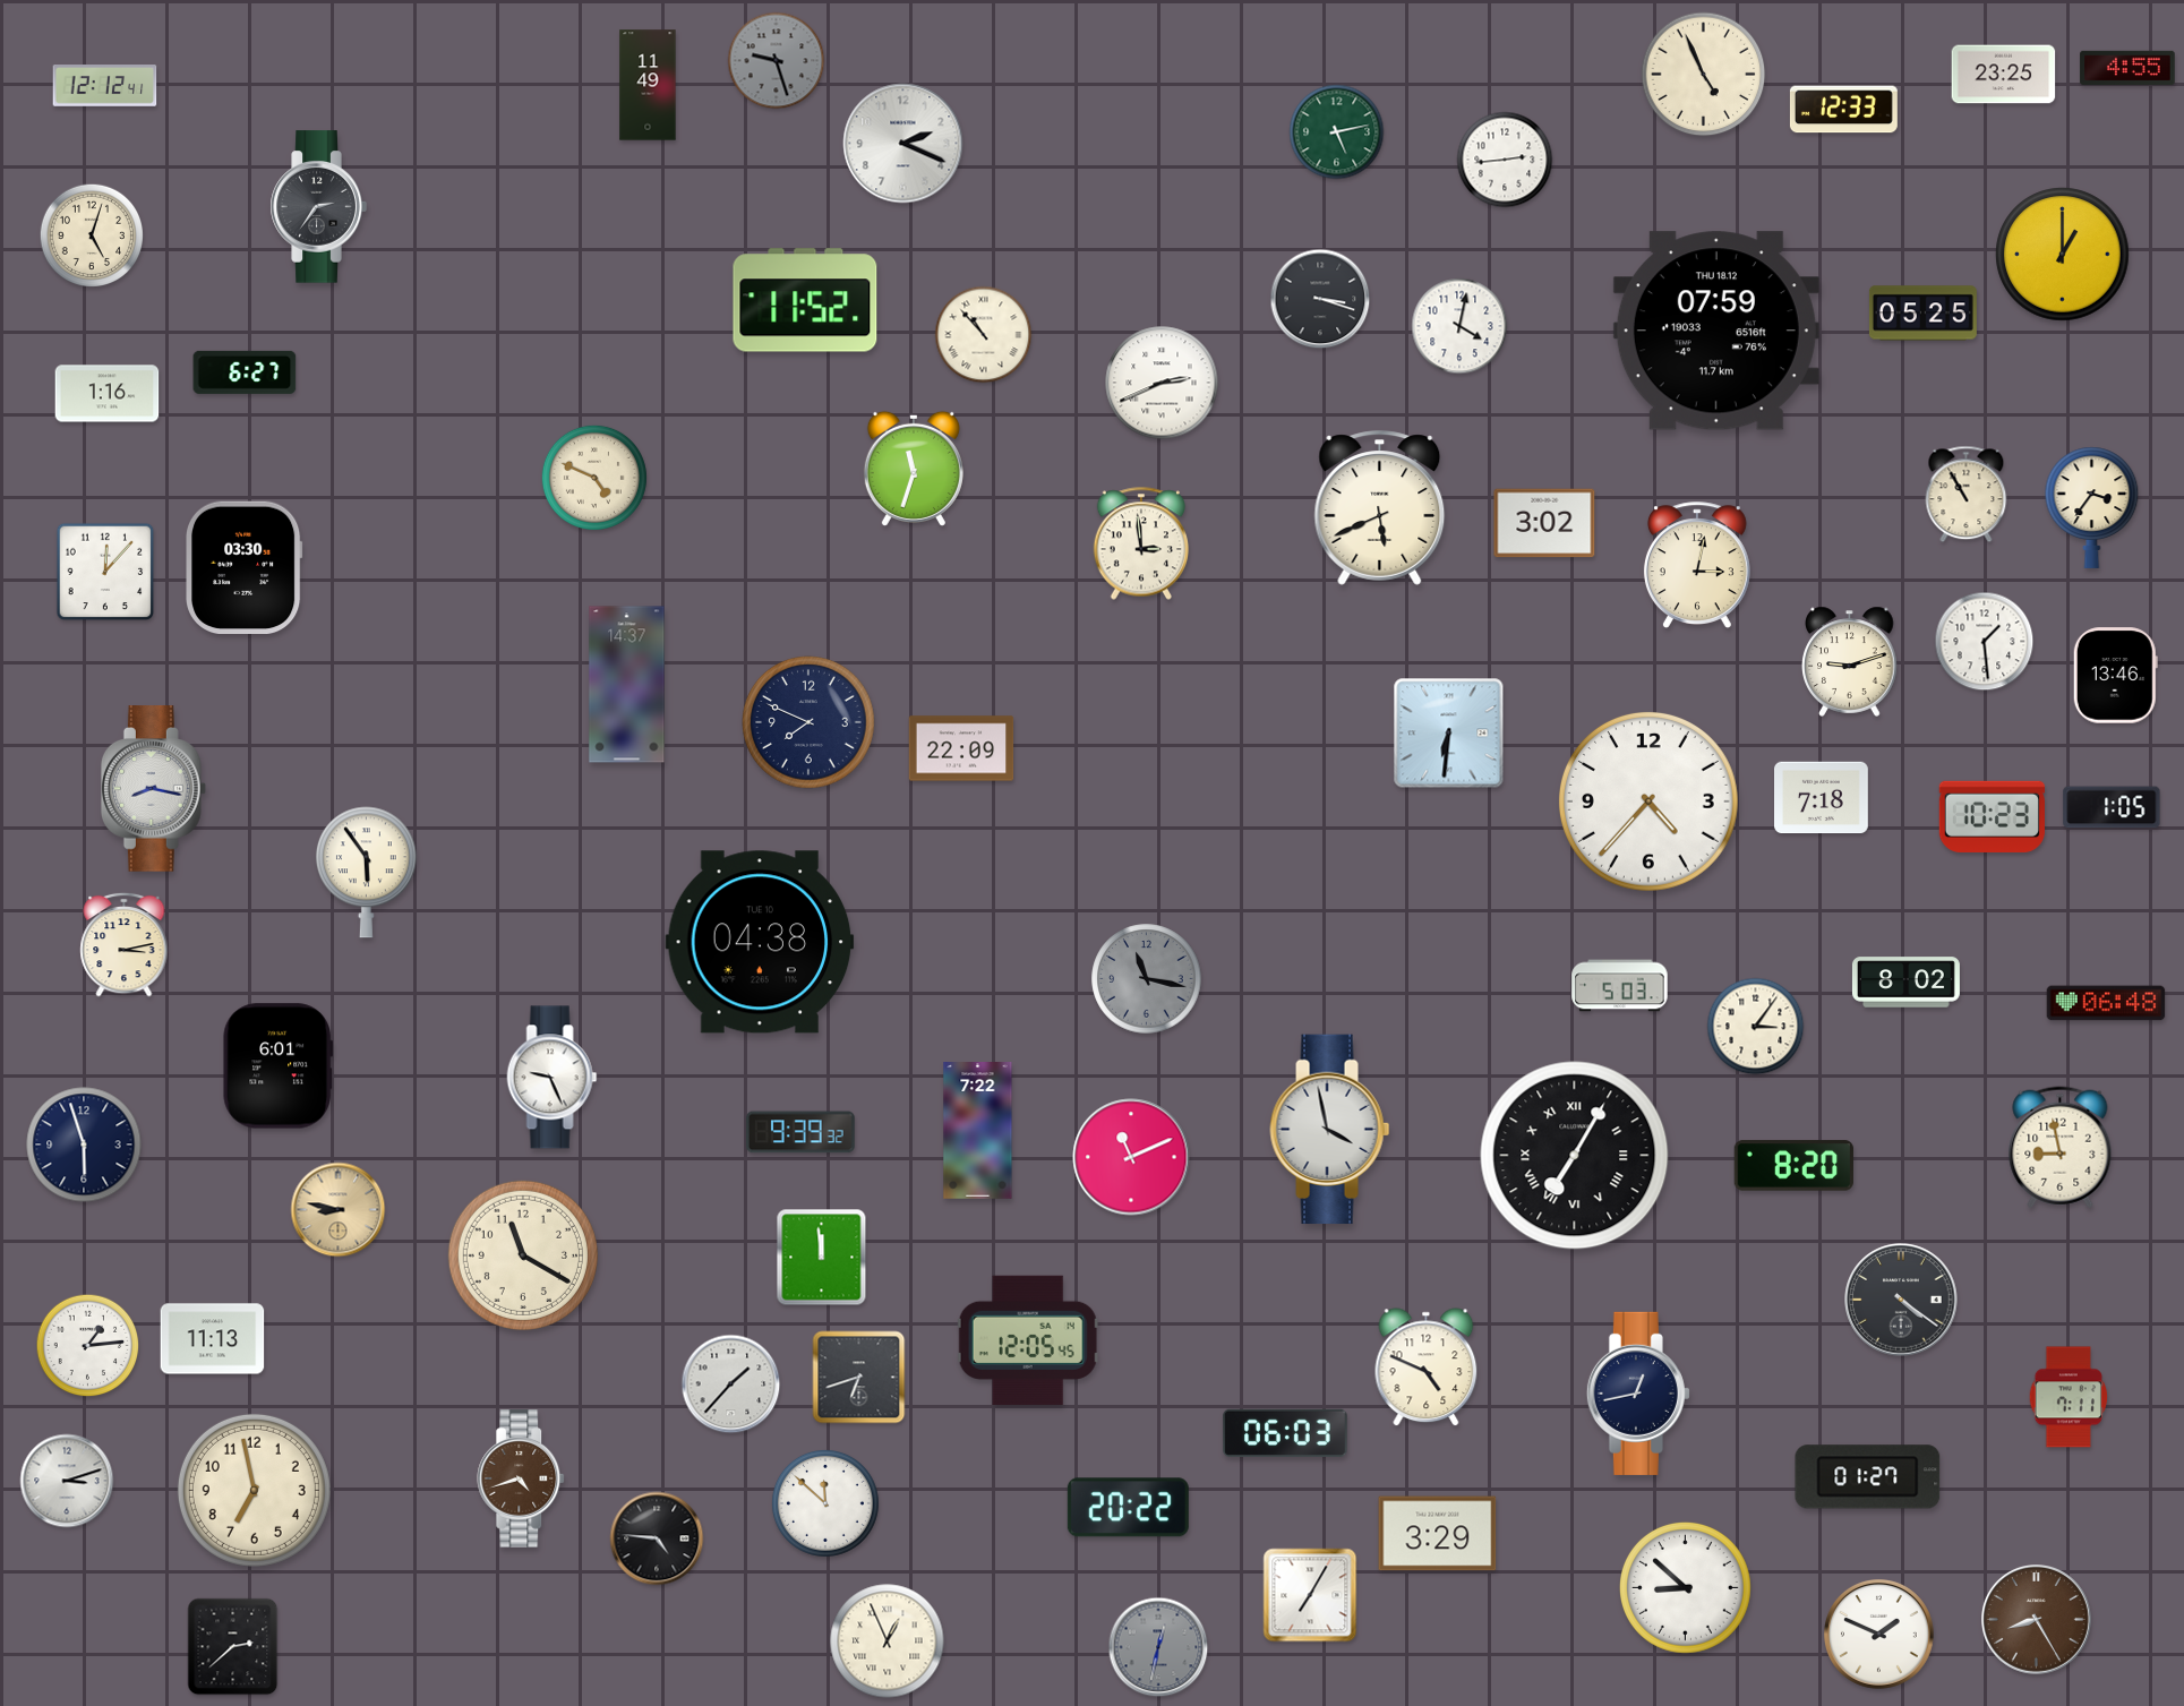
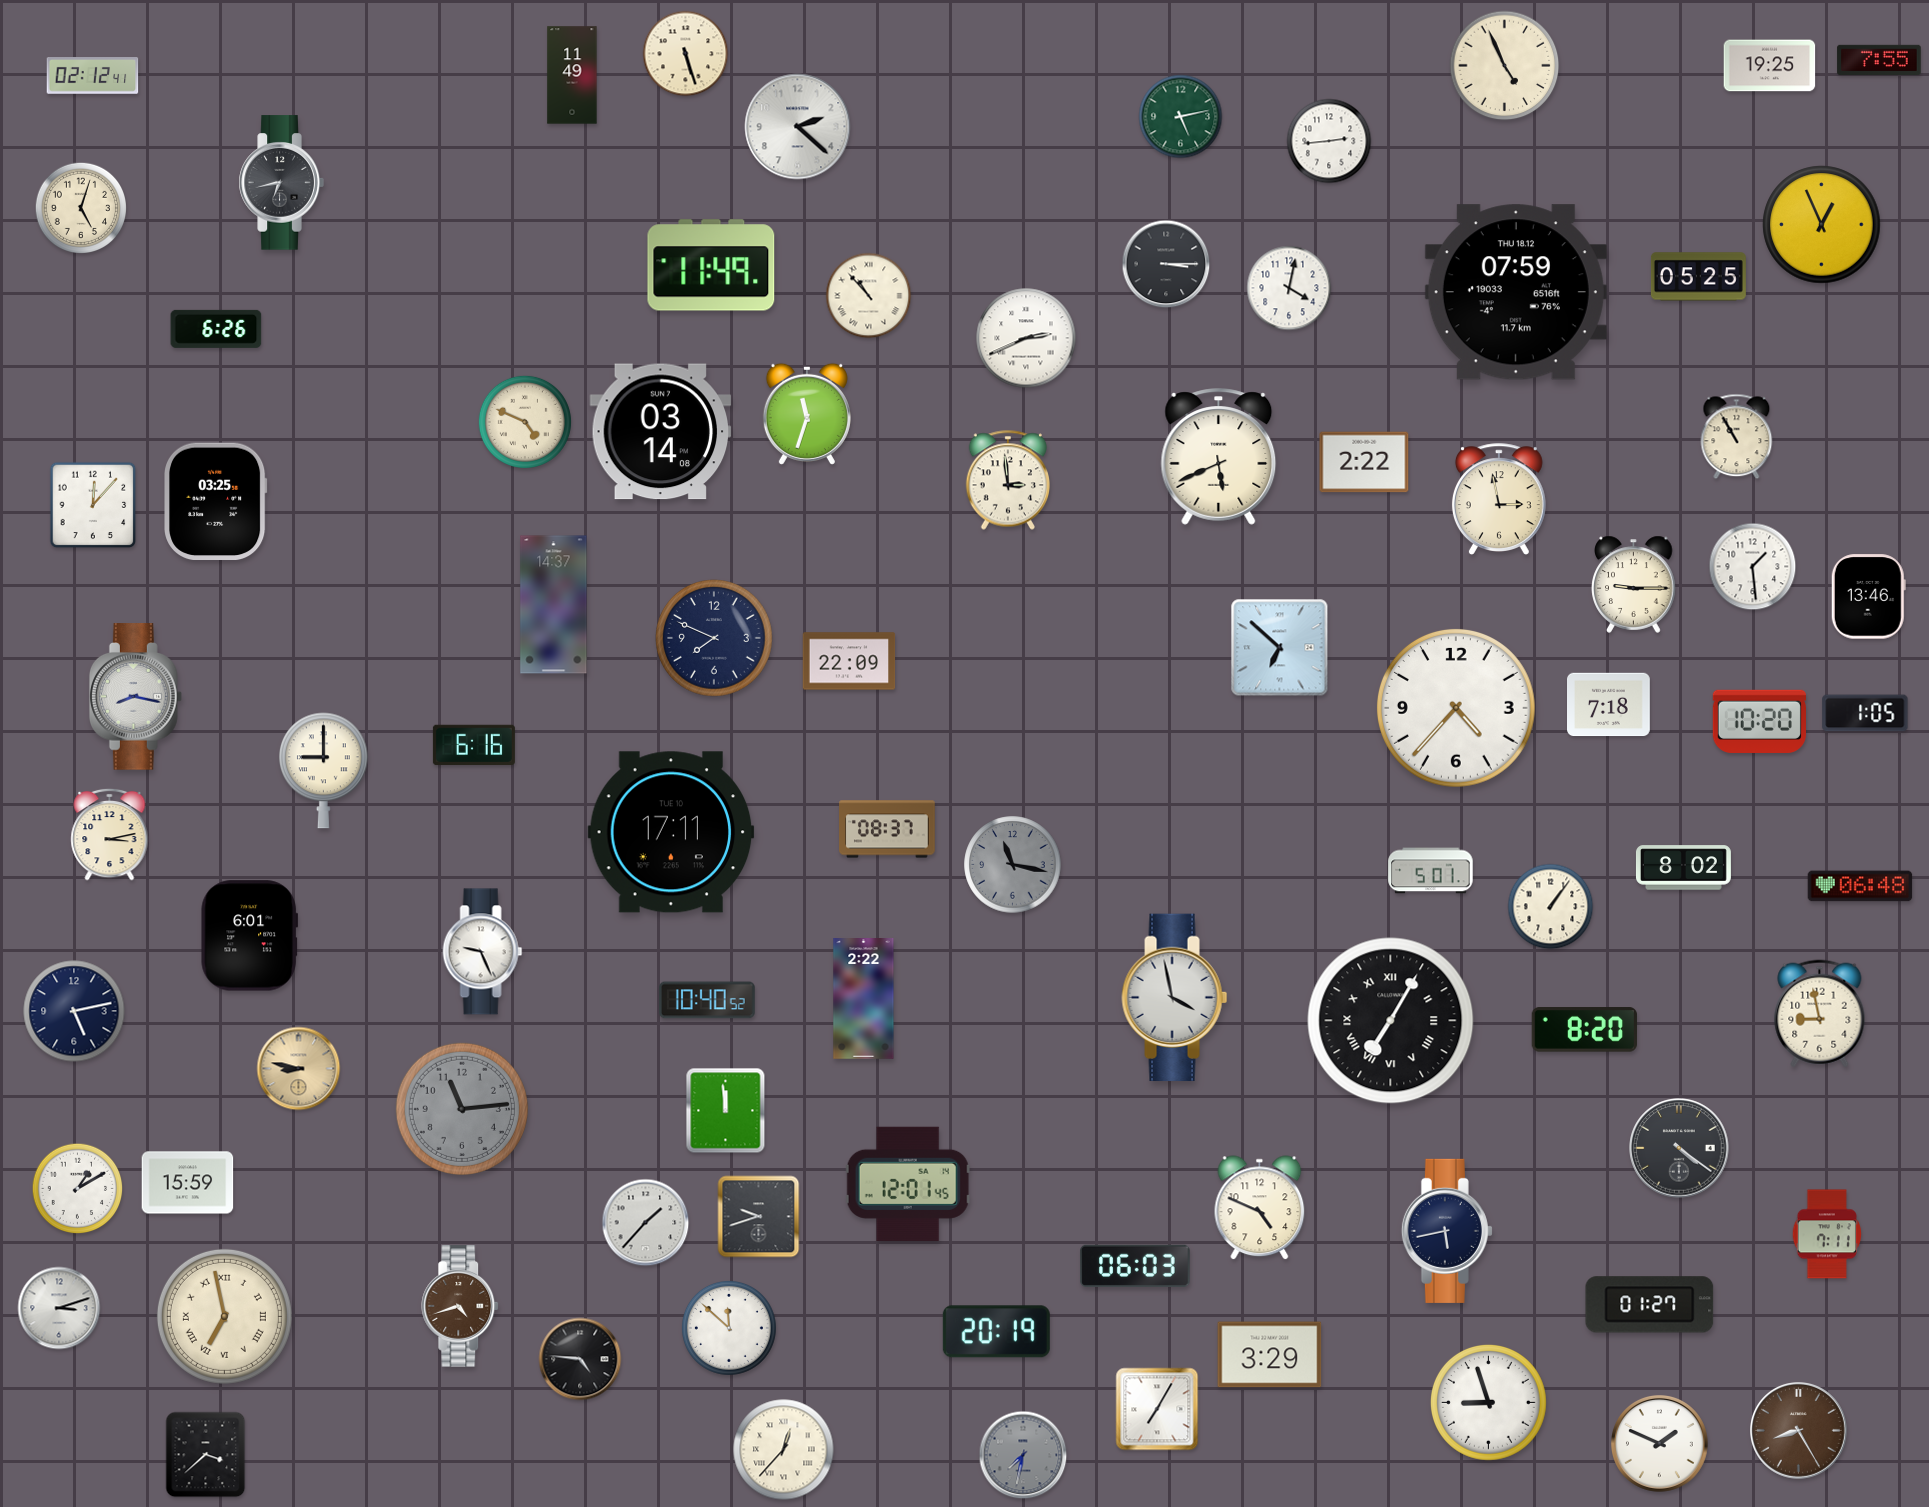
clock at (777, 61): 9:27 -> 5:27
clock at (777, 61) dial: grey -> cream
clock at (2127, 67): 4:55 -> 7:55
clock at (2004, 75): 23:25 -> 19:25
clock at (105, 86): 12:12 -> 02:12
clock at (1843, 110): 12:33 -> none
clock at (903, 144): 2:19 -> 2:22
clock at (318, 207): 2:36 -> 6:43
clock at (2063, 255): 1:00 -> 12:56
clock at (1320, 299): 3:18 -> 3:15
clock at (805, 300): 11:52 -> 11:49
clock at (245, 372): 6:27 -> 6:26
clock at (108, 394): 1:16 -> none
clock at (661, 432): none -> 03:14
clock at (2092, 507): 3:36 -> none
clock at (1380, 508) position: (1380, 508) -> (1219, 457)
clock at (1544, 523): 3:02 -> 2:22
clock at (1697, 565): 3:02 -> 2:58
clock at (245, 567): 03:30 -> 03:25
clock at (1850, 661): 9:12 -> 9:15
clock at (1449, 734): 6:31 -> 6:52
clock at (1992, 816): 10:23 -> 10:20
clock at (474, 745): none -> 6:16
clock at (366, 873): 5:54 -> 9:00
clock at (887, 829): none -> 08:37
clock at (760, 942): 04:38 -> 17:11
clock at (1620, 986): 5:03 -> 5:01
clock at (1756, 1027): 3:06 -> 1:06
clock at (277, 1066) position: (277, 1066) -> (249, 936)
clock at (553, 1078) position: (553, 1078) -> (483, 952)
clock at (978, 1131): 7:22 -> 2:22
clock at (802, 1132): 9:39 -> 10:40
clock at (84, 1145): 5:57 -> 5:13
clock at (1131, 1157): 11:11 -> none
clock at (523, 1255): 11:20 -> 11:14
clock at (523, 1255) dial: cream -> grey
clock at (213, 1339): 11:13 -> 15:59
clock at (1028, 1340): 12:05 -> 12:01
clock at (88, 1346): 1:14 -> 1:10
clock at (859, 1378): 6:42 -> 9:42
clock at (1638, 1394): 12:43 -> 5:43
clock at (254, 1490) numerals: Arabic -> Roman
clock at (1128, 1508): 20:22 -> 20:19
clock at (1685, 1587): 8:52 -> 8:57
clock at (888, 1641): 12:56 -> 12:37
clock at (233, 1647): 2:38 -> 3:38
clock at (1158, 1647): 12:32 -> 7:32
